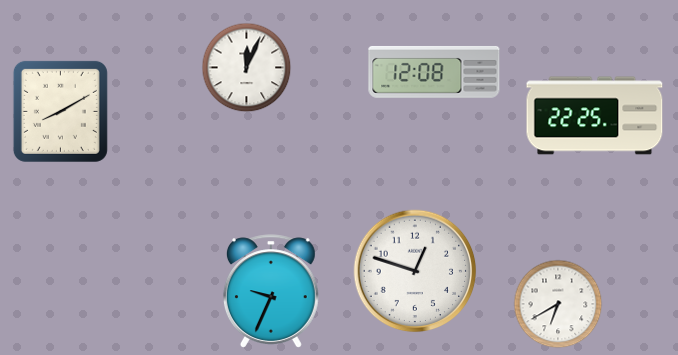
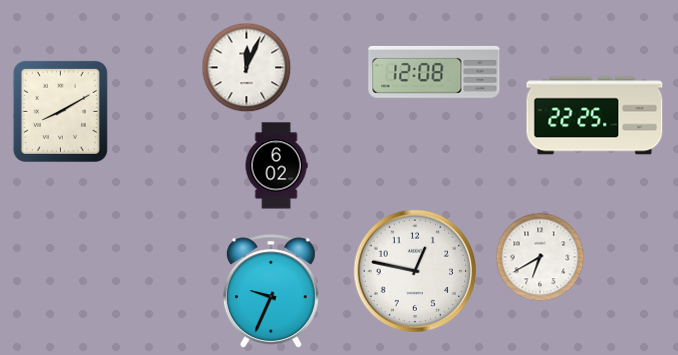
clock at (276, 166): none -> 6:02
clock at (415, 271): 12:48 -> 12:47
clock at (558, 304) position: (558, 304) -> (540, 257)
